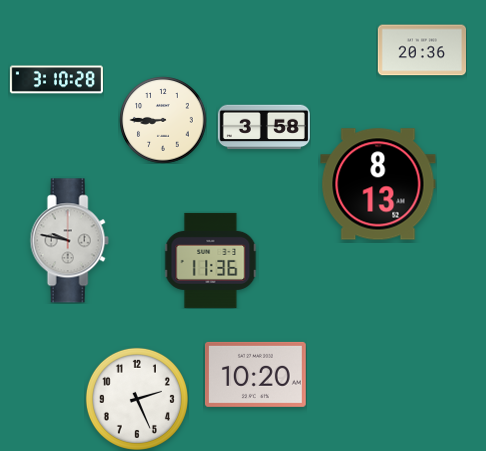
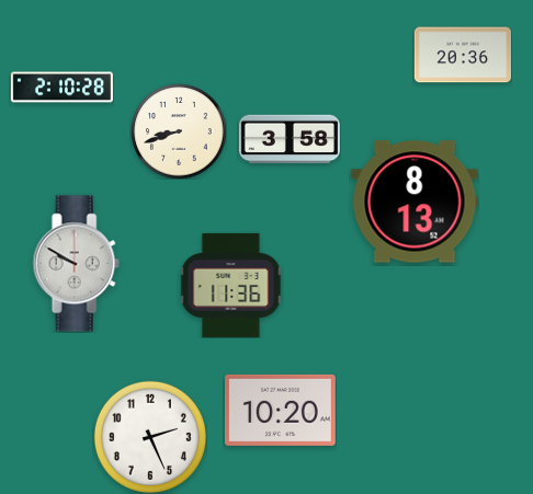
clock at (56, 80): 3:10 -> 2:10
clock at (163, 120): 8:45 -> 8:42
clock at (69, 241): 9:47 -> 9:50
